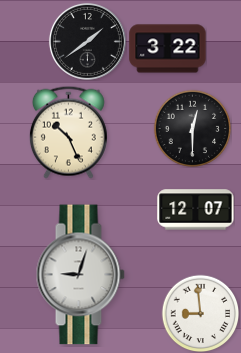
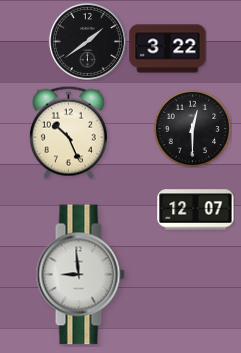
clock at (80, 275): 9:03 -> 8:59
clock at (200, 313): 8:59 -> none
